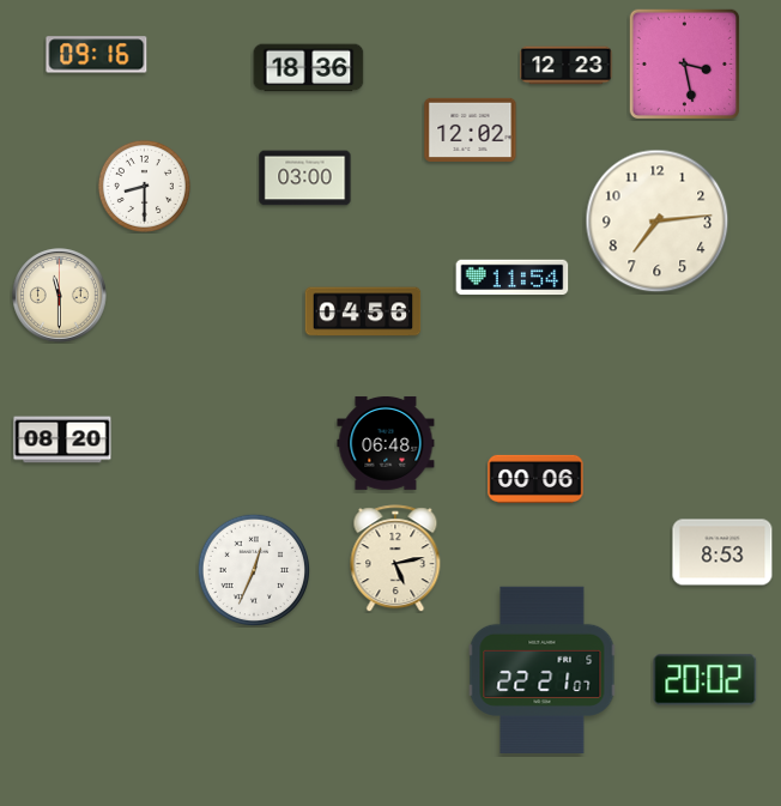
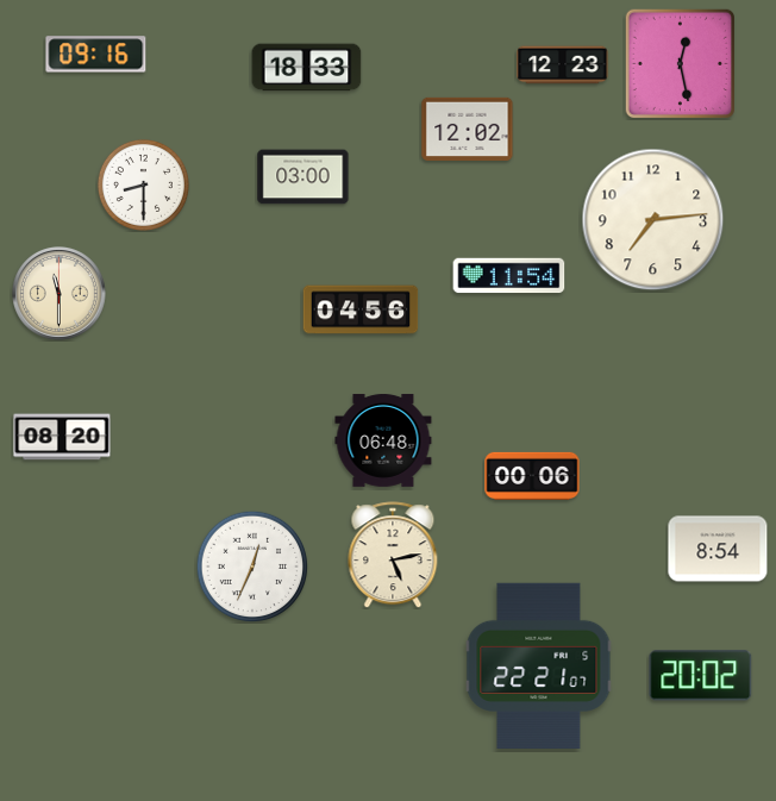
clock at (684, 63): 3:28 -> 12:28
clock at (309, 68): 18:36 -> 18:33
clock at (722, 552): 8:53 -> 8:54
